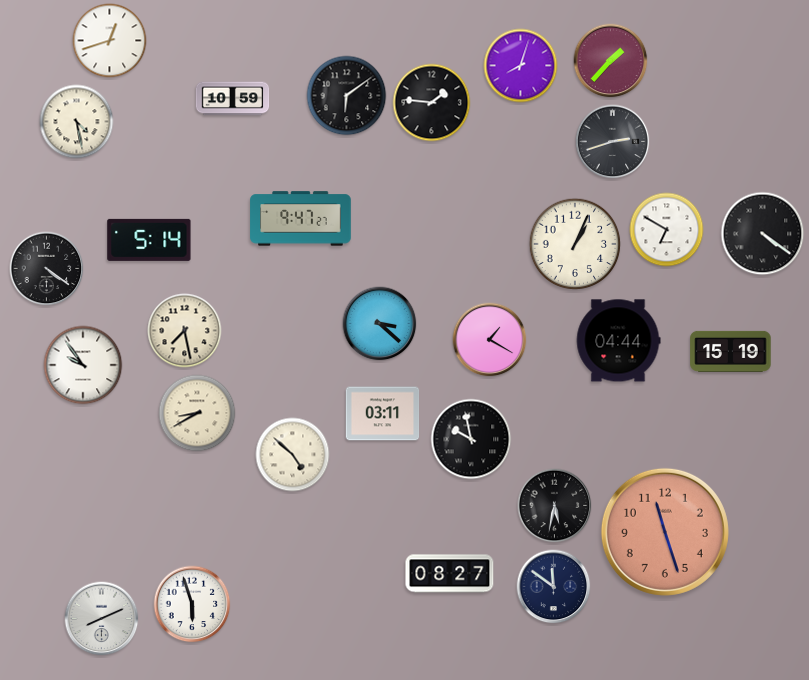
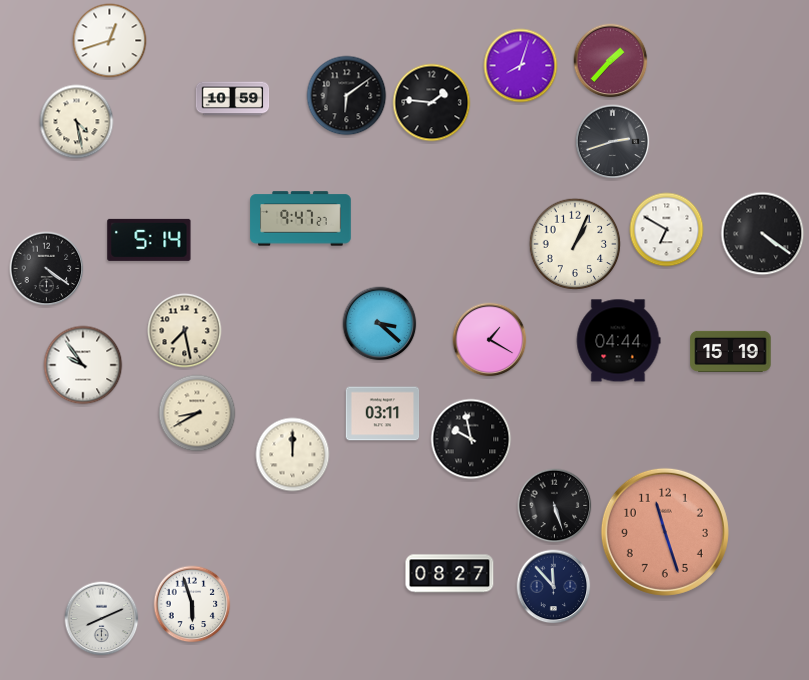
clock at (293, 455): 4:52 -> 12:00
clock at (555, 506): 5:32 -> 5:27
clock at (554, 587): 11:51 -> 11:53
